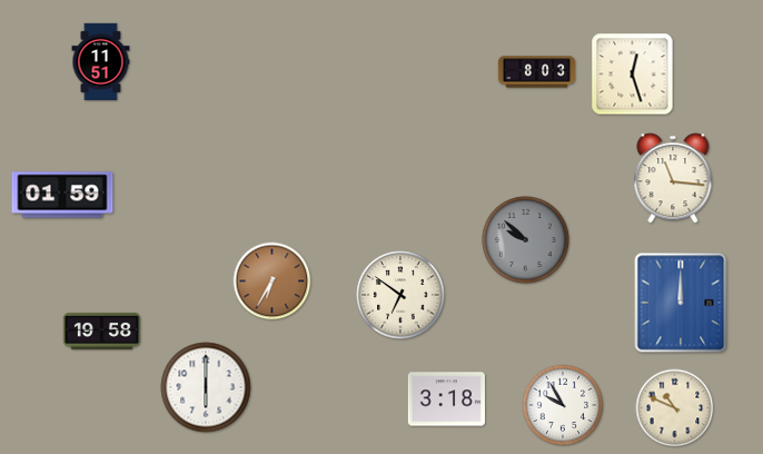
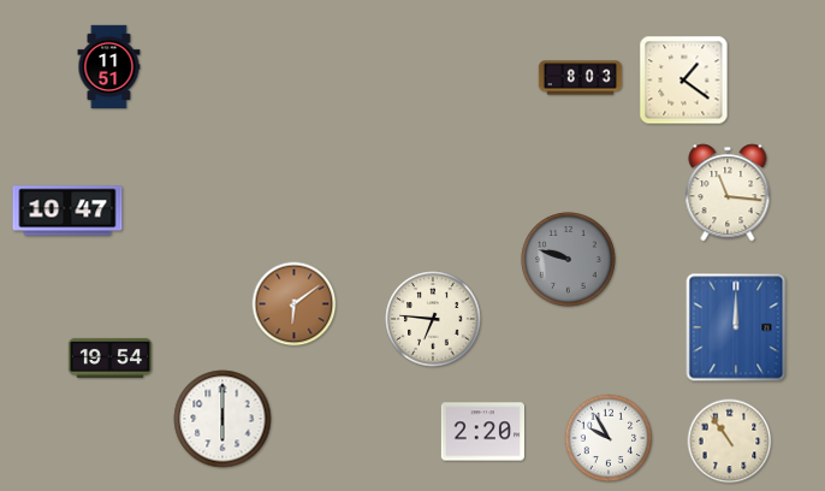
clock at (633, 75): 12:27 -> 1:21
clock at (62, 195): 01:59 -> 10:47
clock at (526, 240): 9:52 -> 9:48
clock at (272, 282): 6:35 -> 6:09
clock at (400, 295): 6:51 -> 6:46
clock at (102, 330): 19:58 -> 19:54
clock at (447, 399): 3:18 -> 2:20
clock at (675, 408): 10:49 -> 10:54
